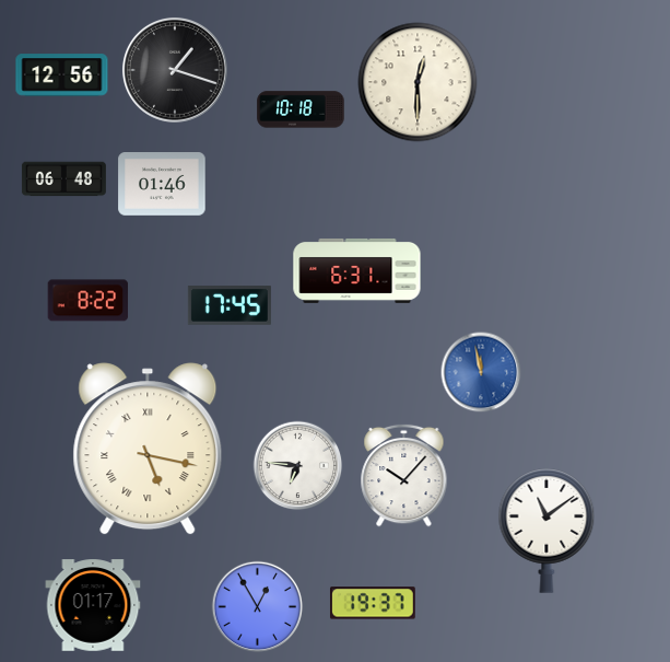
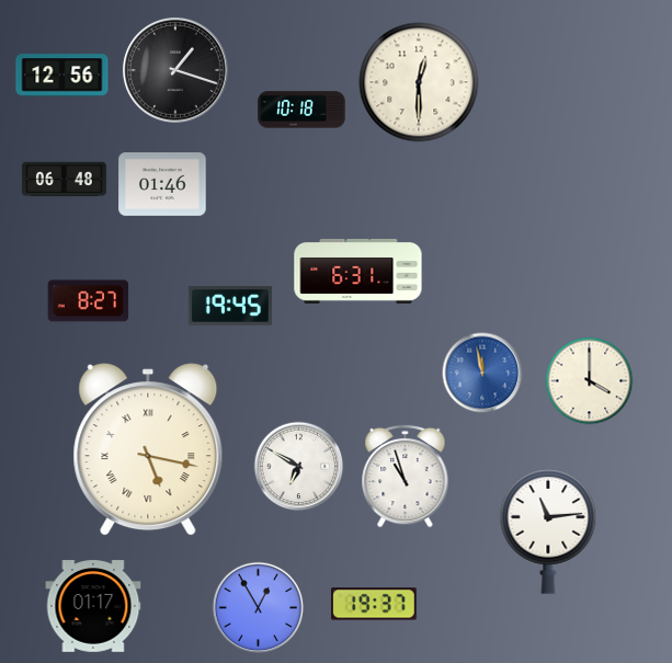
clock at (89, 301): 8:22 -> 8:27
clock at (230, 305): 17:45 -> 19:45
clock at (590, 381): none -> 4:00
clock at (298, 466): 6:46 -> 6:50
clock at (404, 475): 10:07 -> 10:57
clock at (546, 532): 11:09 -> 11:14
